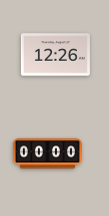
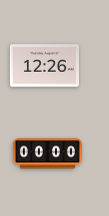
clock at (55, 55) position: (55, 55) -> (44, 66)
